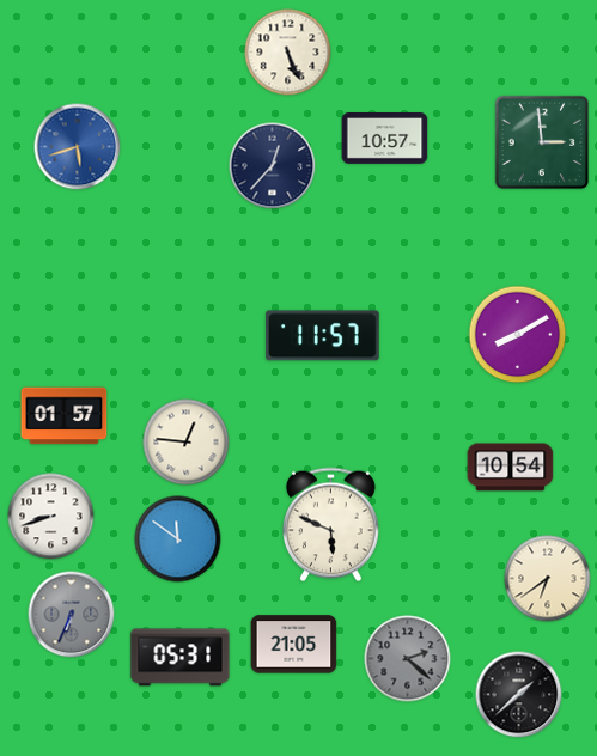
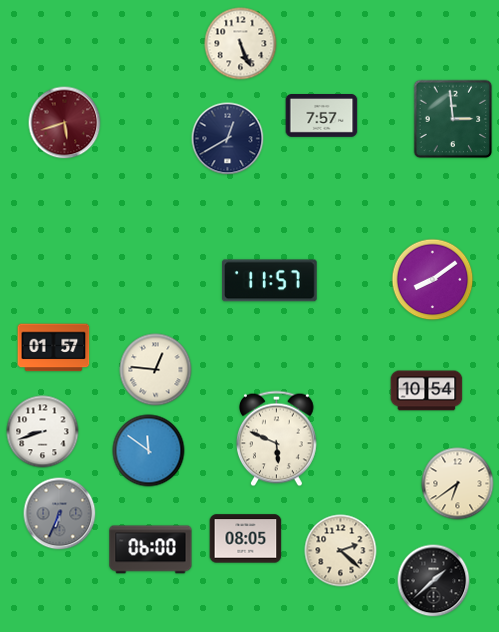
clock at (385, 139): 10:57 -> 7:57
clock at (78, 147) dial: blue -> burgundy
clock at (273, 166): 12:37 -> 12:40
clock at (518, 335): 8:10 -> 8:09
clock at (294, 645): 21:05 -> 08:05
clock at (181, 658): 05:31 -> 06:00
clock at (408, 659) dial: grey -> cream
